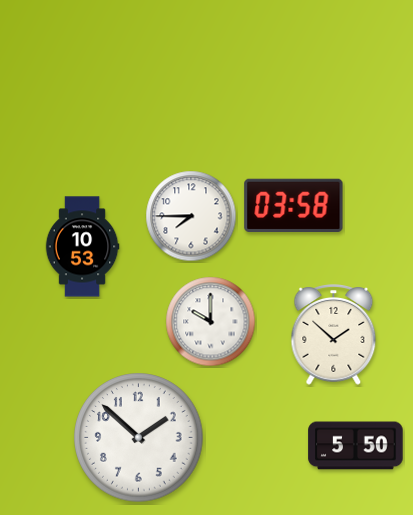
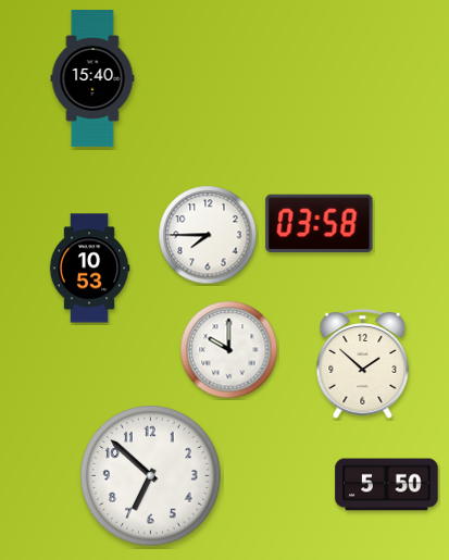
clock at (92, 78): none -> 15:40
clock at (139, 438): 1:52 -> 6:52
